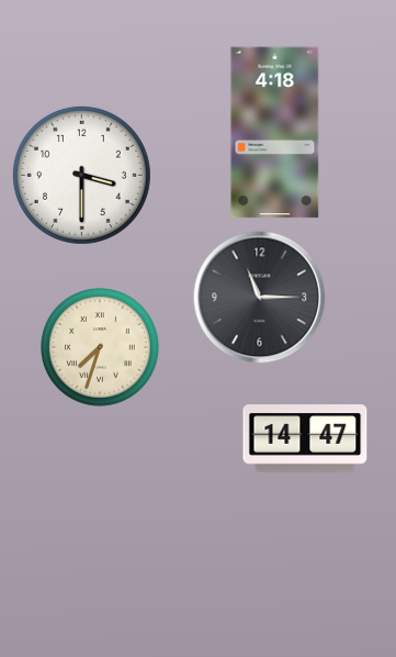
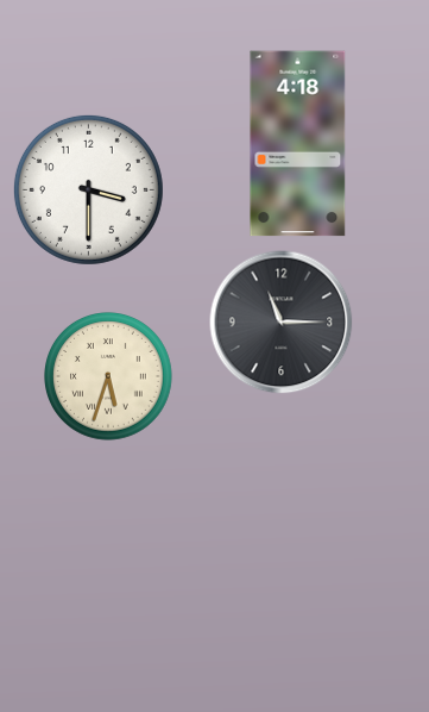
clock at (101, 348): 7:33 -> 5:33
clock at (305, 438): 14:47 -> none
